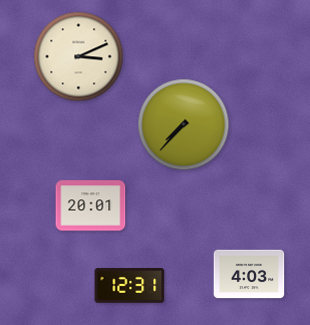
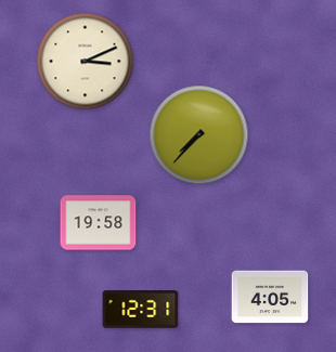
clock at (91, 206): 20:01 -> 19:58
clock at (249, 274): 4:03 -> 4:05
